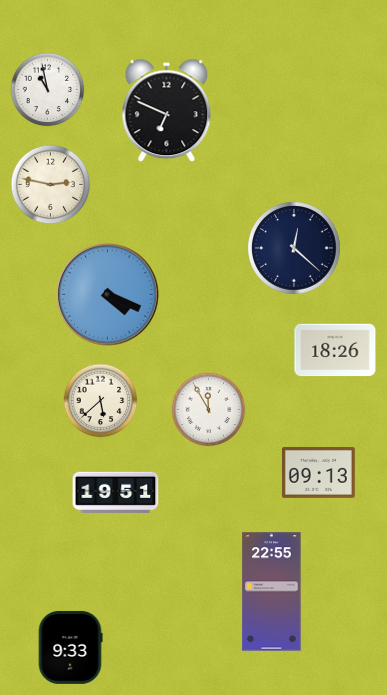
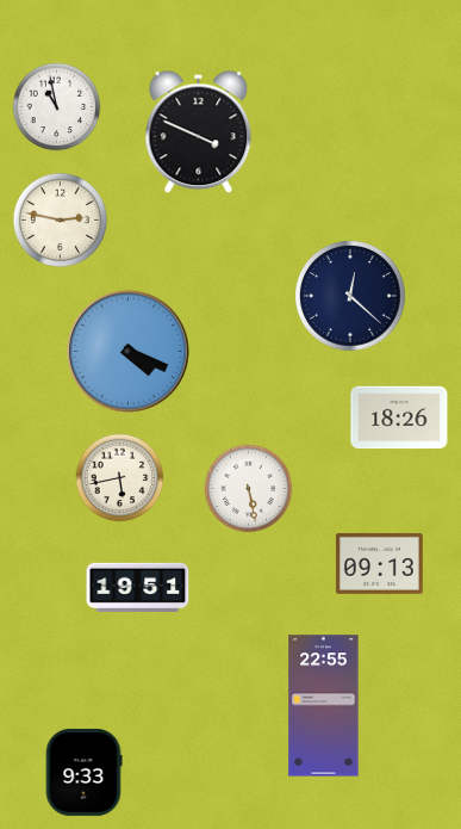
clock at (167, 111): 6:49 -> 3:49
clock at (101, 401): 5:38 -> 5:43
clock at (209, 410): 11:55 -> 5:28
